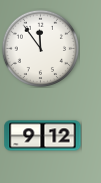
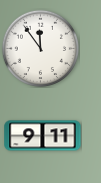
clock at (43, 136): 9:12 -> 9:11
